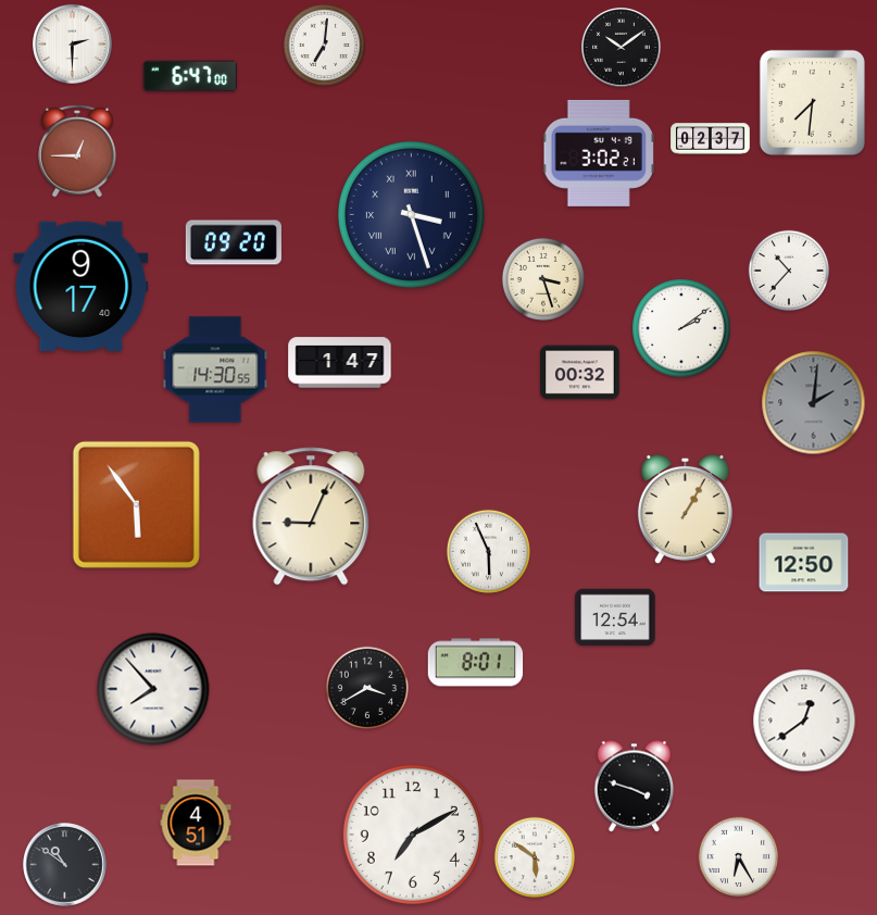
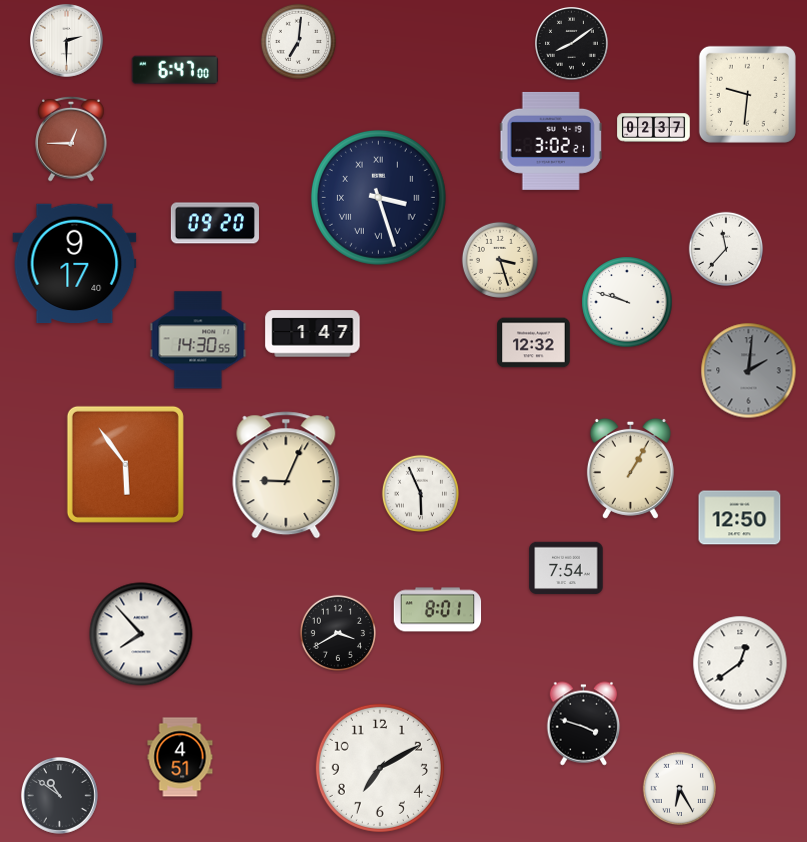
clock at (622, 48): 10:09 -> 8:09
clock at (812, 102): 7:31 -> 9:31
clock at (788, 270): 10:37 -> 11:37
clock at (543, 279) position: (543, 279) -> (500, 260)
clock at (681, 328): 2:09 -> 9:48
clock at (580, 373): 00:32 -> 12:32
clock at (488, 551) position: (488, 551) -> (420, 493)
clock at (615, 617): 12:54 -> 7:54
clock at (534, 856): 5:51 -> none
